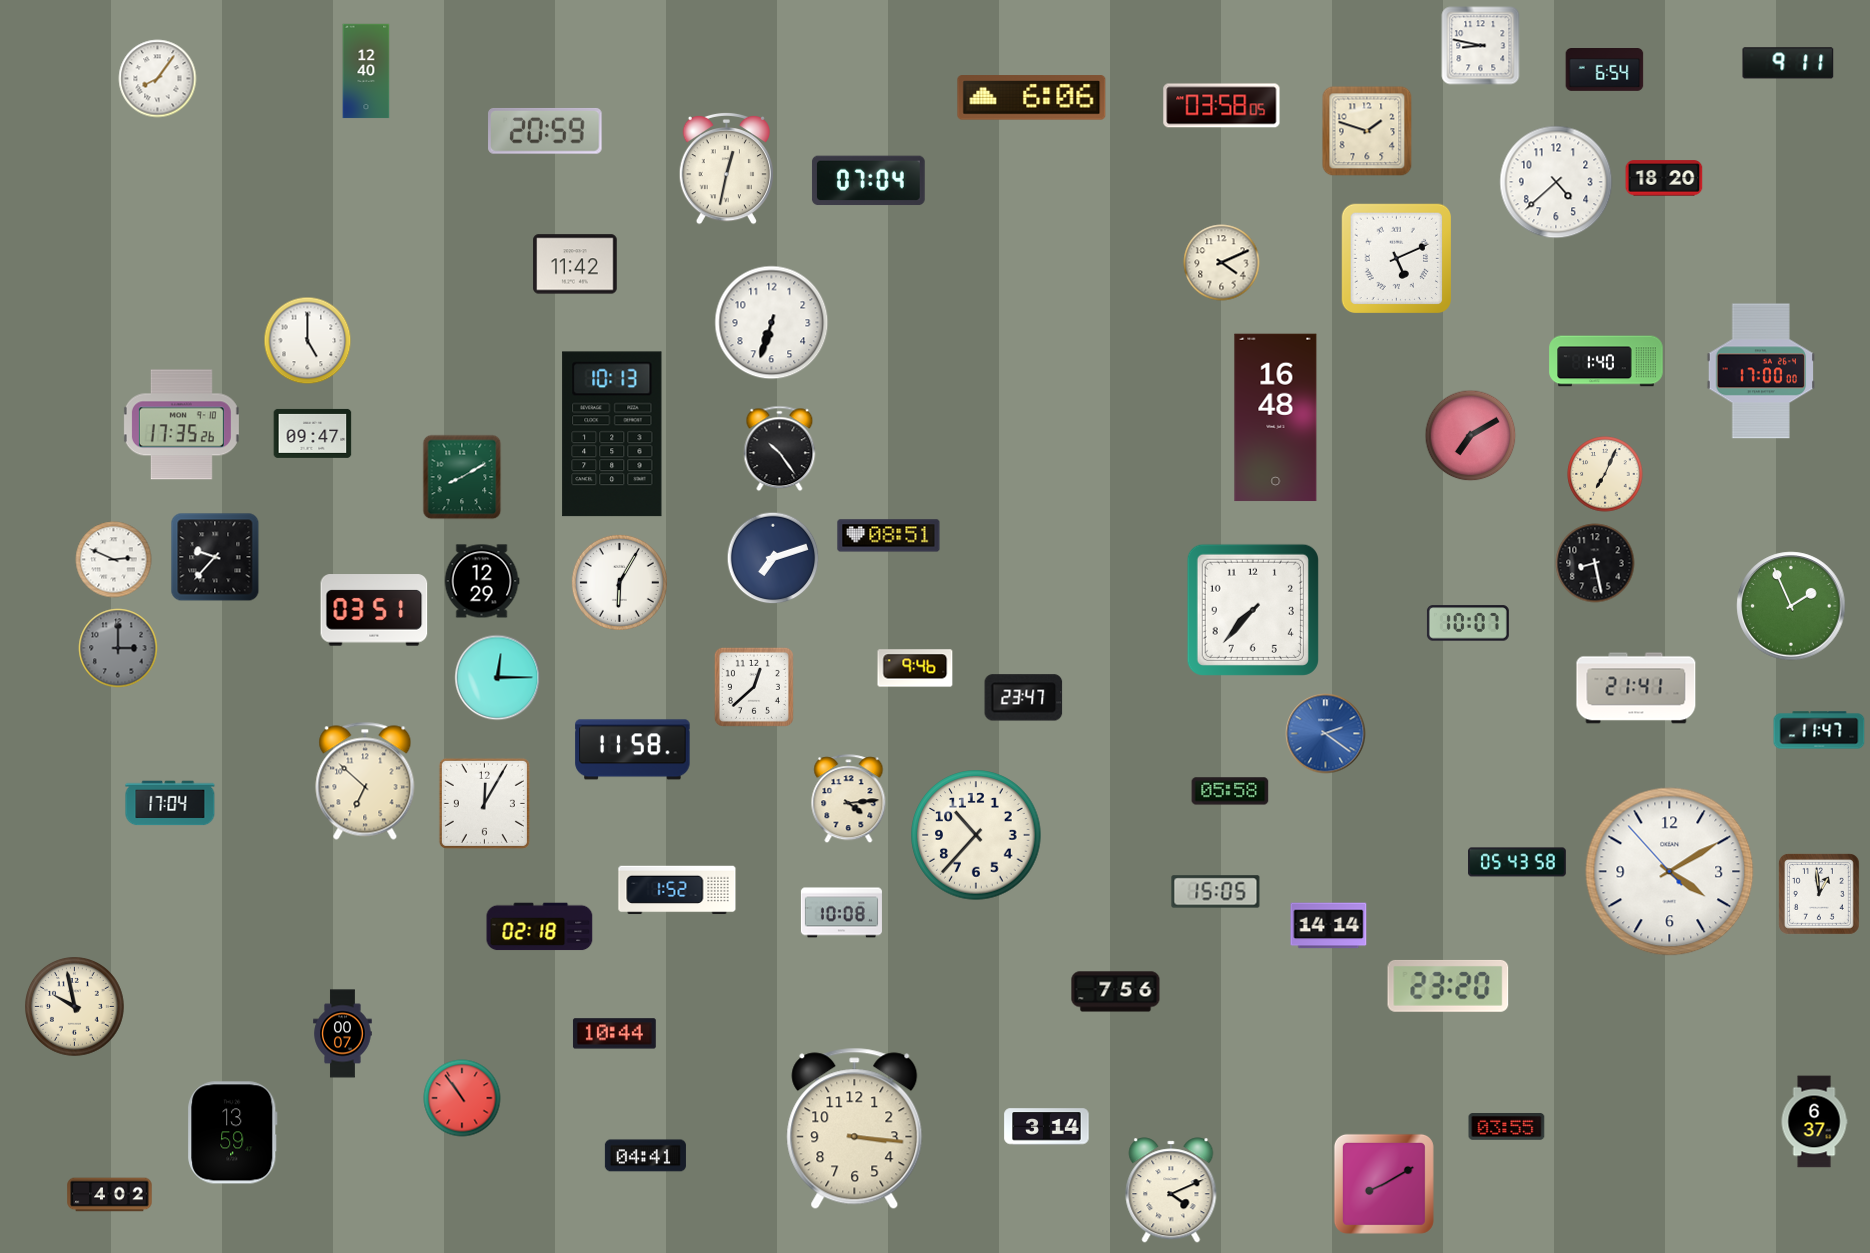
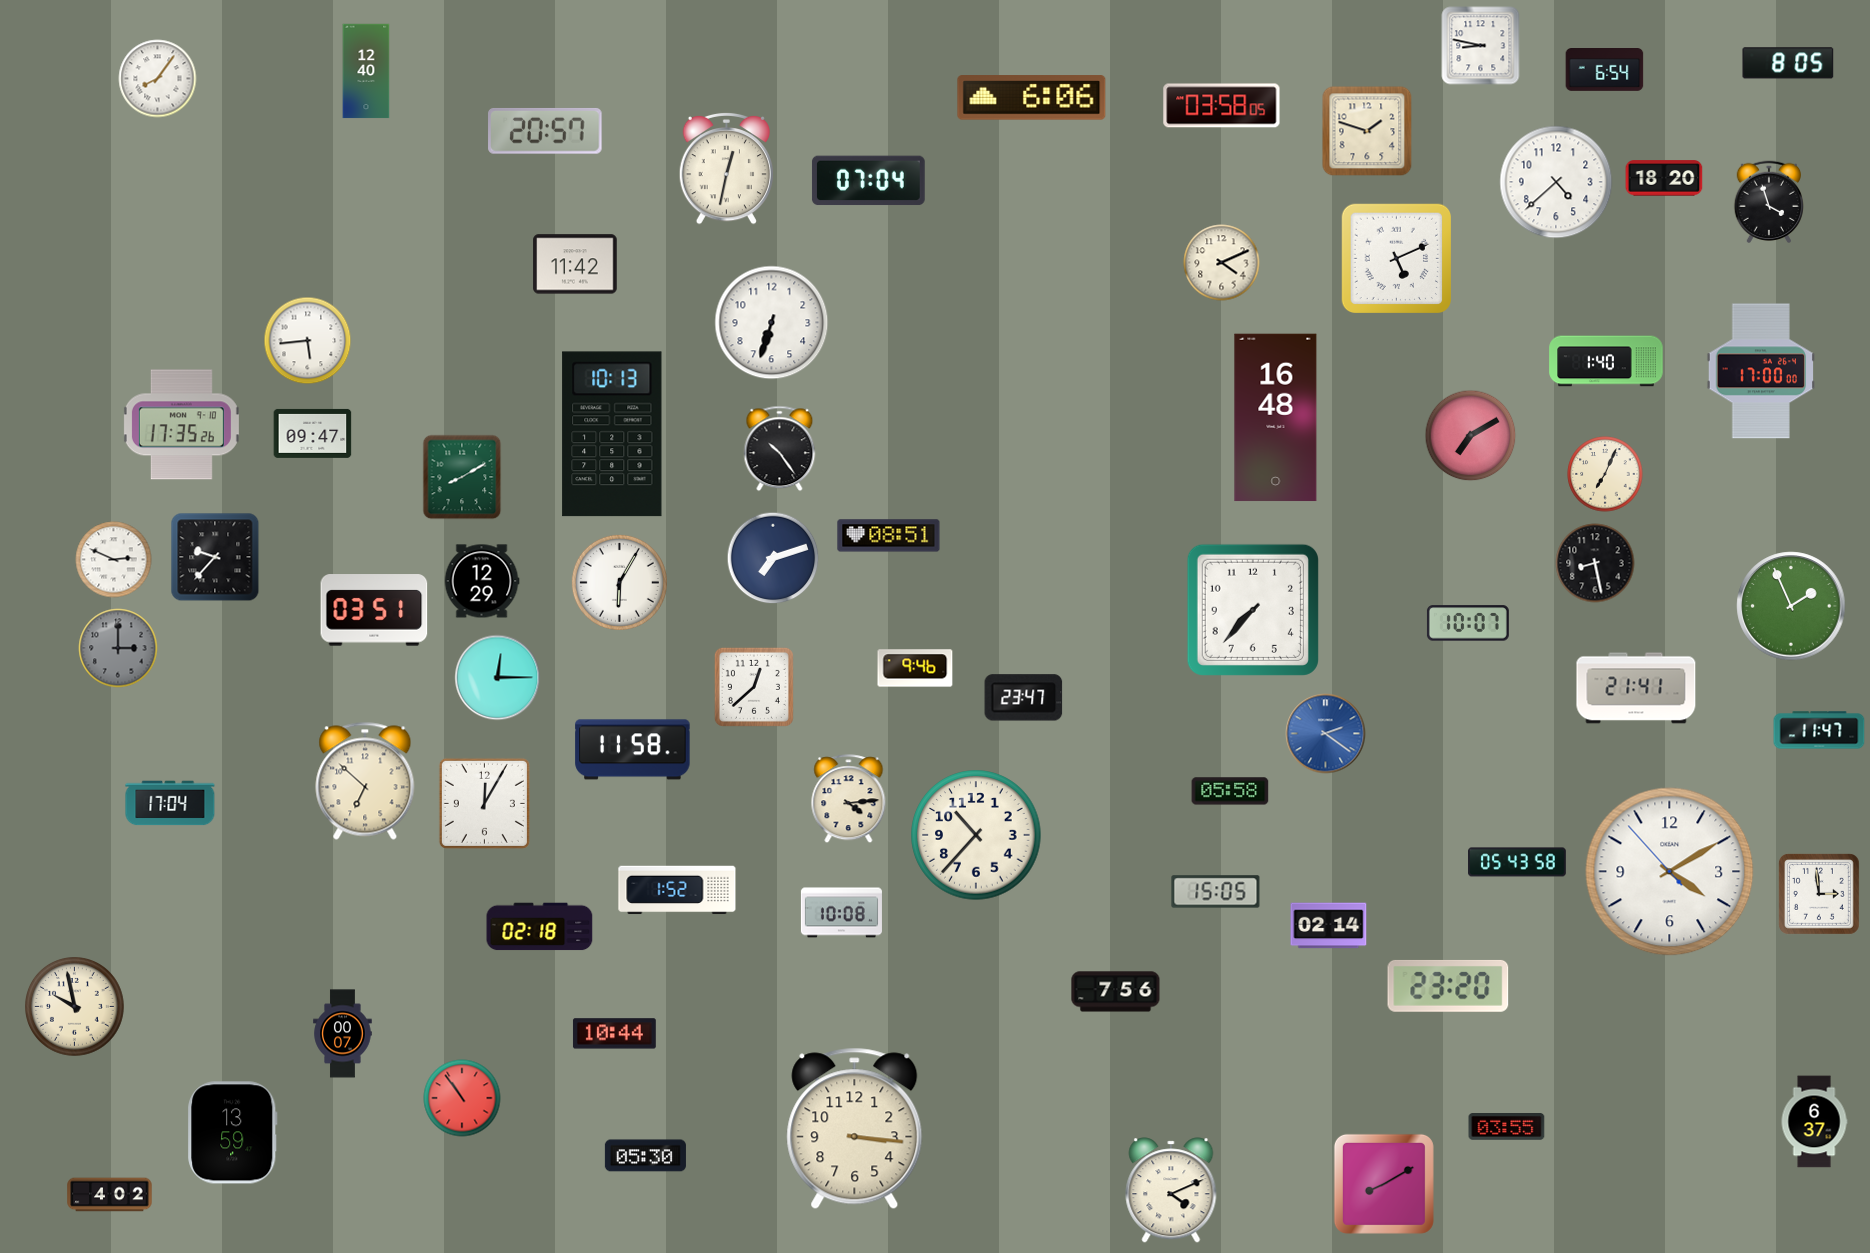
clock at (1788, 63): 9:11 -> 8:05
clock at (545, 131): 20:59 -> 20:57
clock at (1768, 201): none -> 3:57
clock at (308, 341): 5:00 -> 5:44
clock at (1819, 894): 12:59 -> 2:59
clock at (1329, 926): 14:14 -> 02:14
clock at (1047, 1127): 3:14 -> none
clock at (645, 1156): 04:41 -> 05:30
